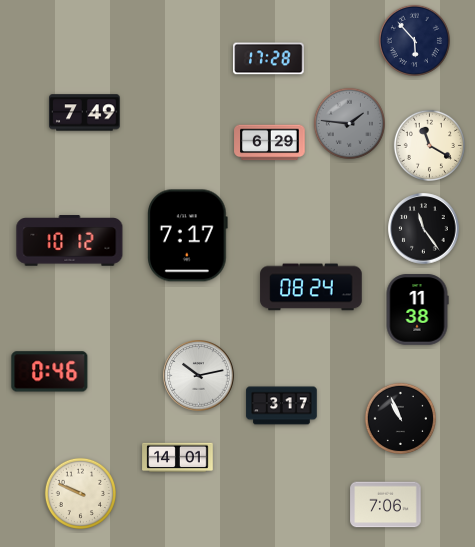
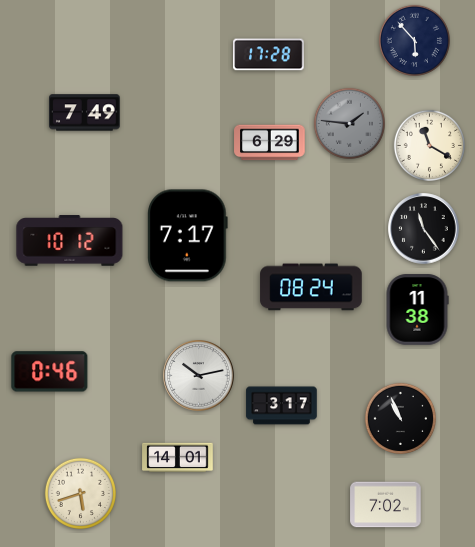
clock at (269, 59) position: (269, 59) -> (269, 55)
clock at (80, 493): 9:49 -> 5:42
clock at (386, 505): 7:06 -> 7:02
